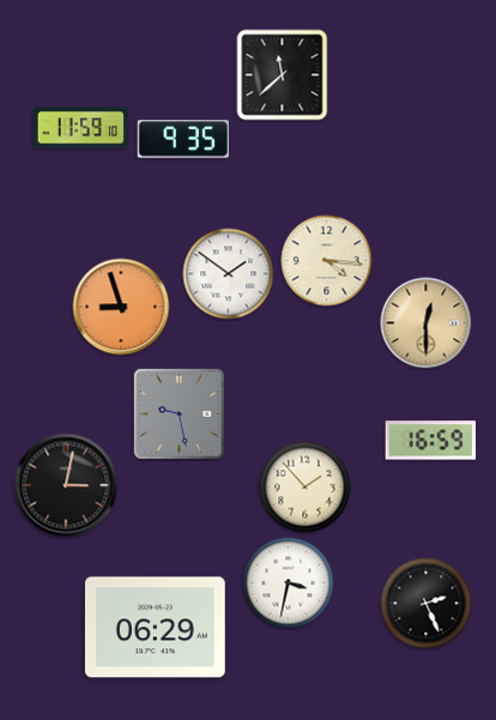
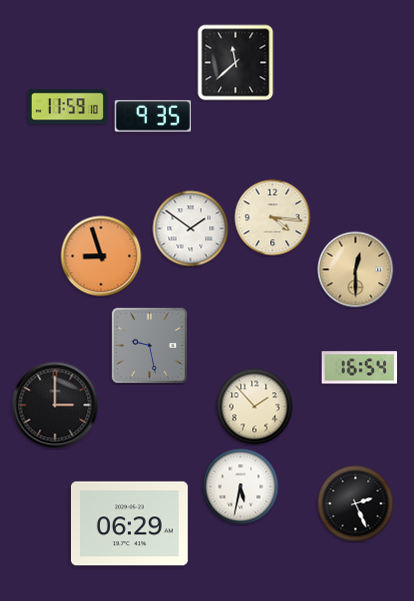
clock at (431, 441): 16:59 -> 16:54
clock at (66, 485): 3:02 -> 3:00
clock at (289, 583): 3:32 -> 5:32
